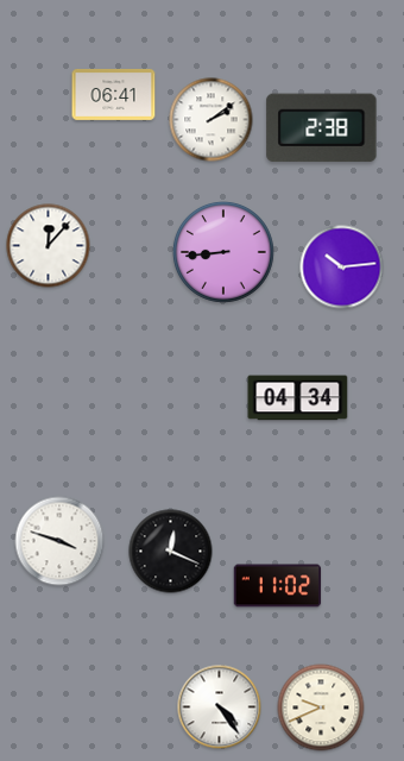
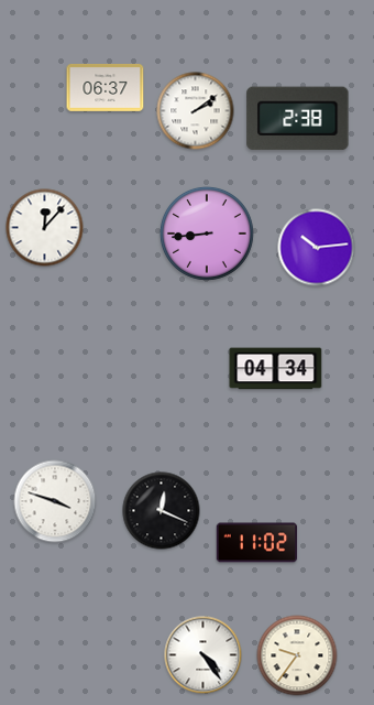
clock at (114, 94): 06:41 -> 06:37
clock at (171, 552) position: (171, 552) -> (162, 511)
clock at (321, 707): 9:41 -> 9:36
